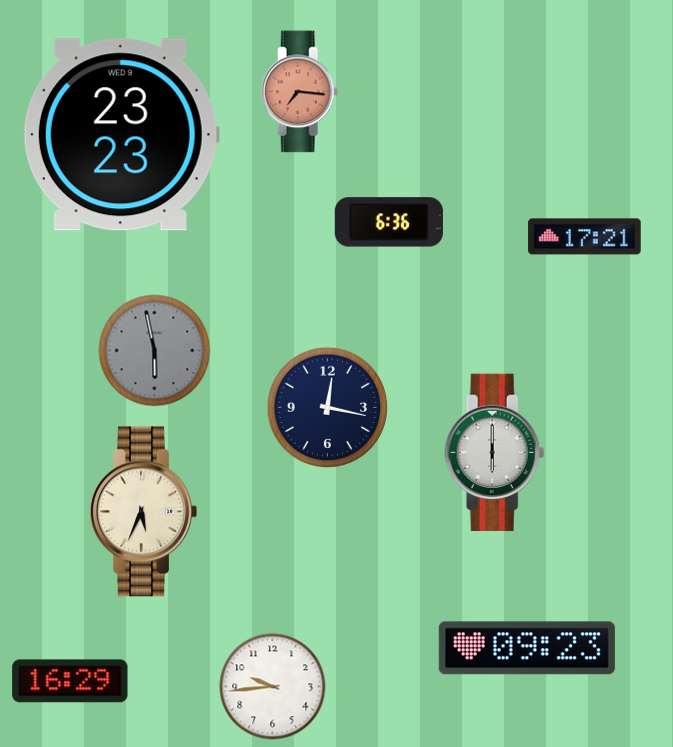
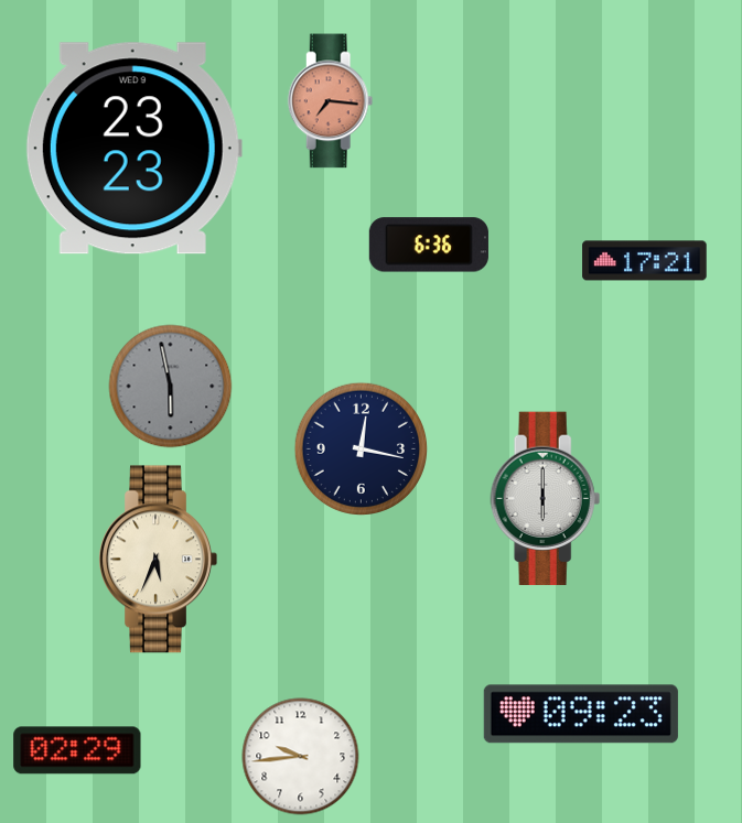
clock at (143, 512) position: (143, 512) -> (158, 560)
clock at (70, 681): 16:29 -> 02:29
